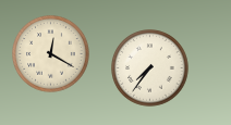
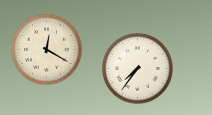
clock at (150, 68) position: (150, 68) -> (138, 69)
